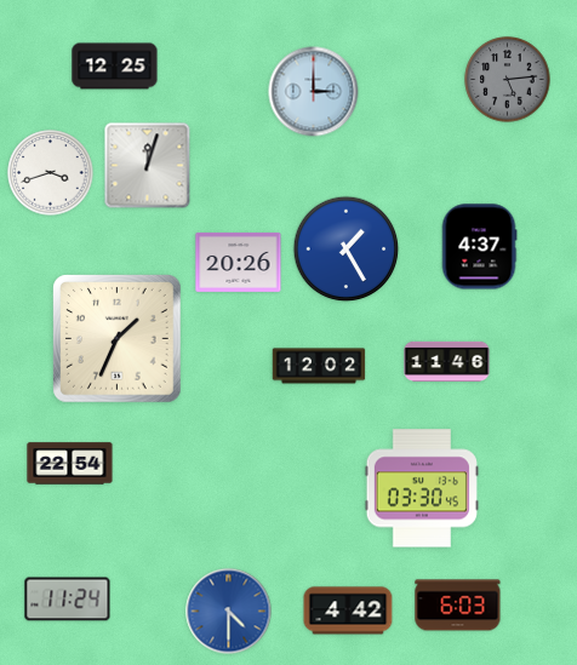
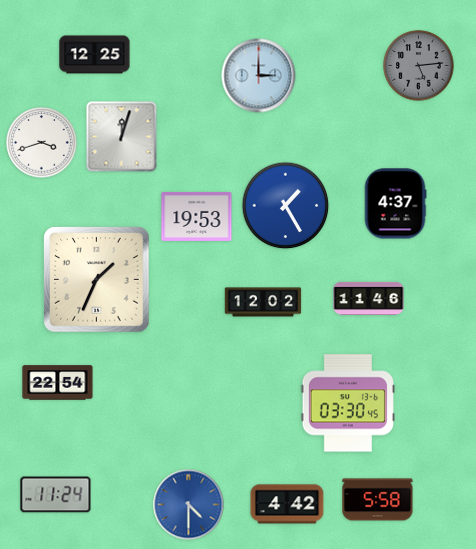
clock at (239, 262): 20:26 -> 19:53
clock at (458, 606): 6:03 -> 5:58
